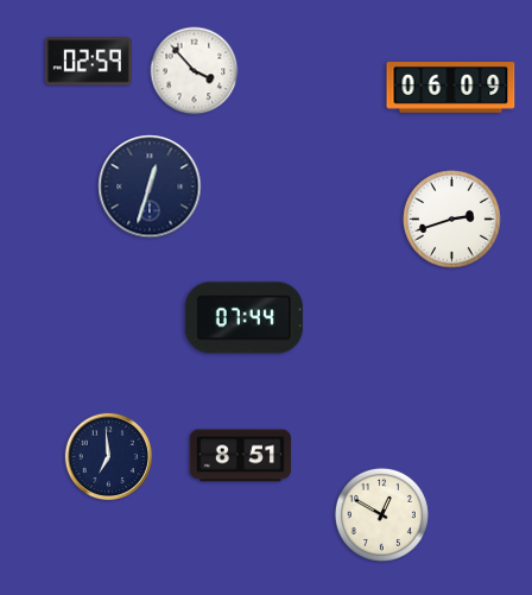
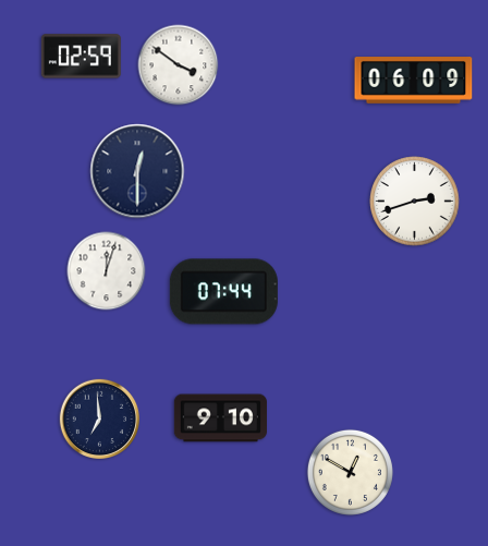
clock at (195, 71): 3:53 -> 3:51
clock at (150, 186): 12:33 -> 12:30
clock at (107, 271): none -> 12:03
clock at (240, 456): 8:51 -> 9:10
